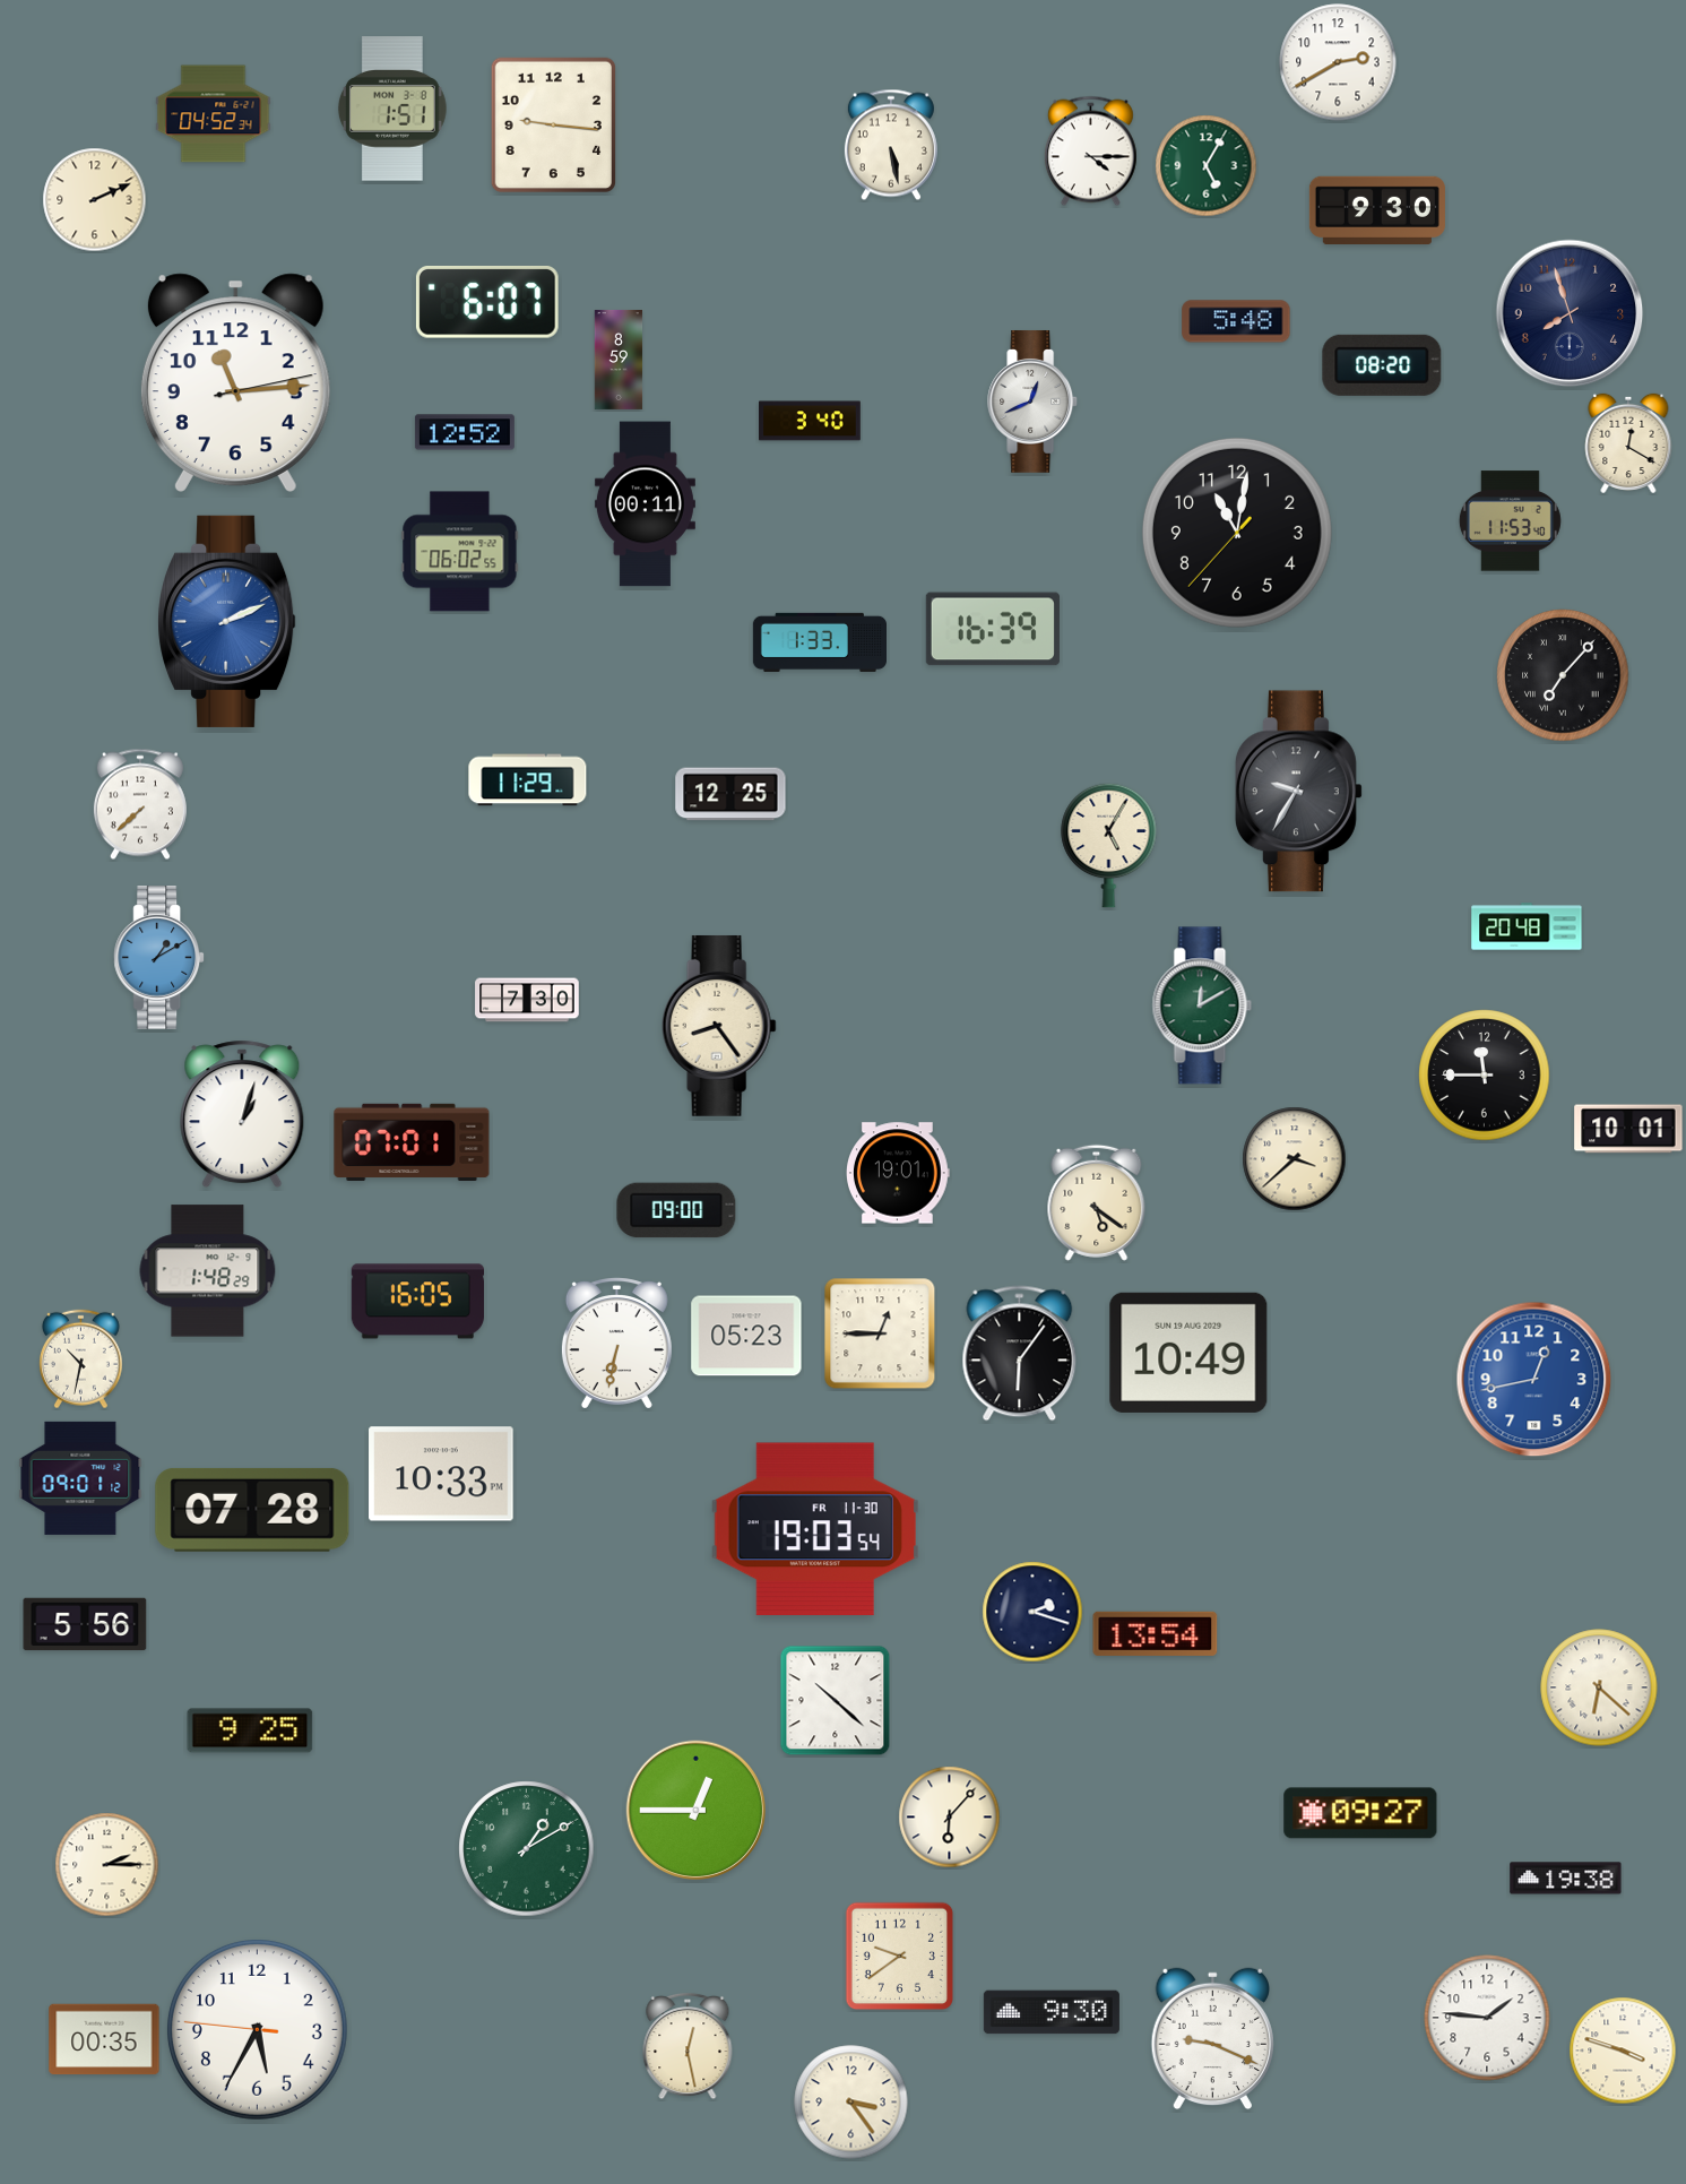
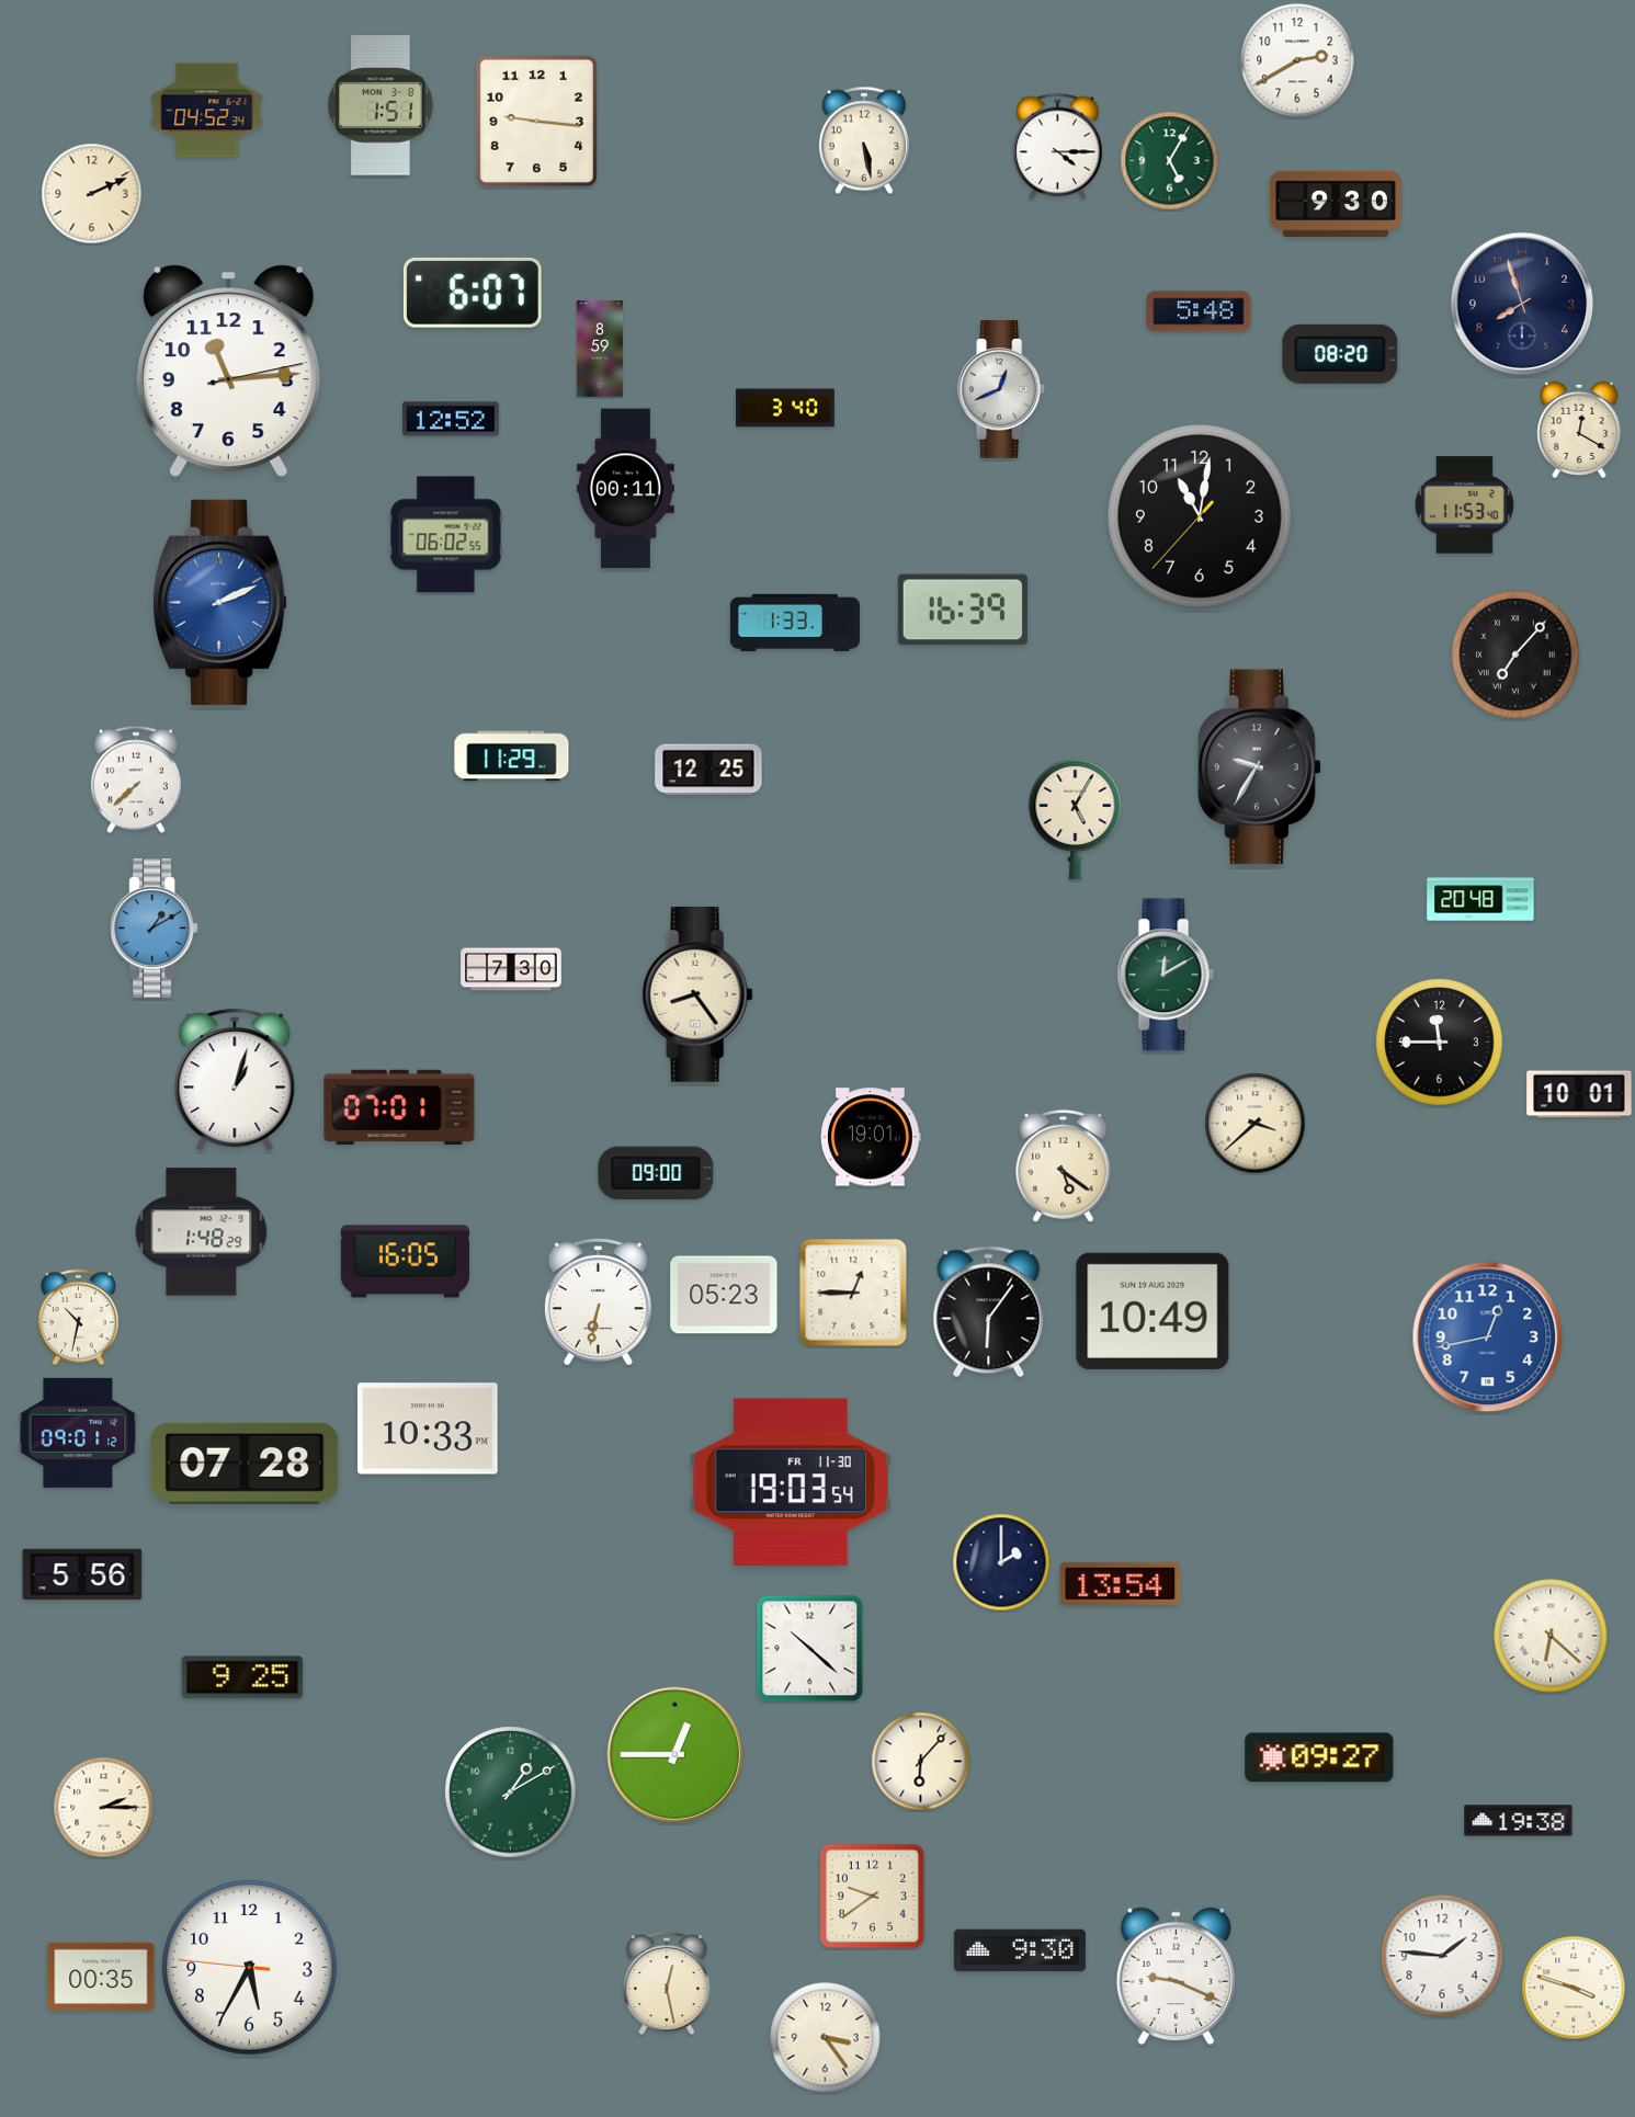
clock at (1032, 1612): 2:18 -> 2:00
